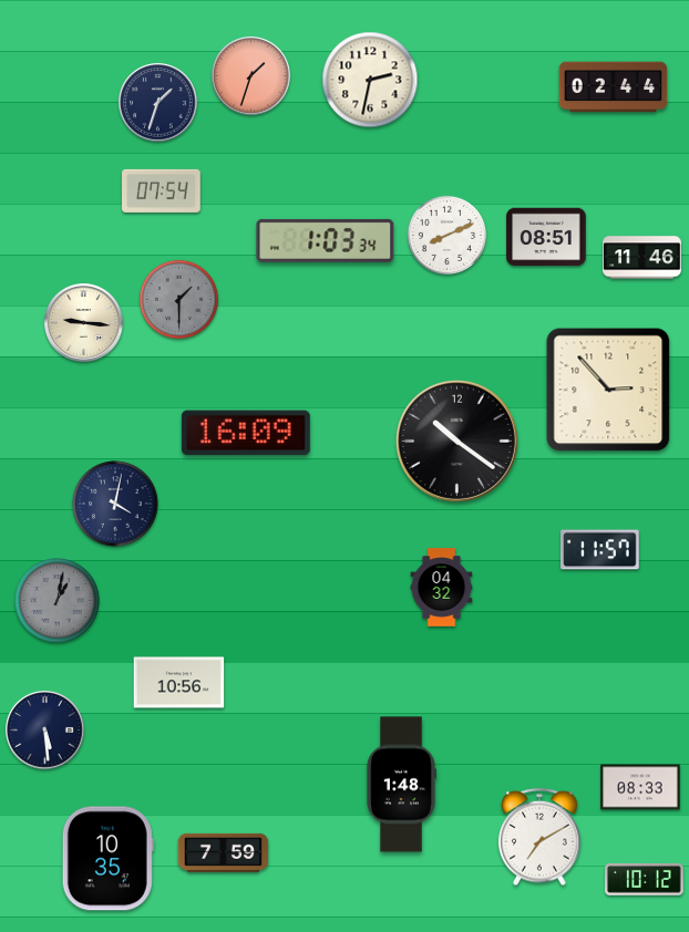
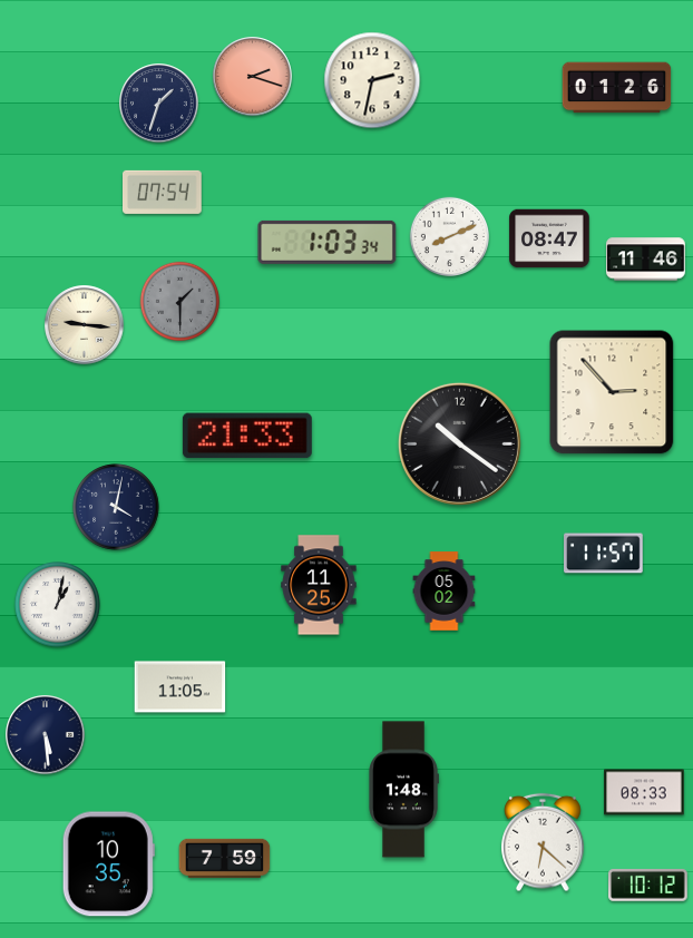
clock at (251, 76): 1:33 -> 2:18
clock at (614, 87): 02:44 -> 01:26
clock at (546, 237): 08:51 -> 08:47
clock at (246, 433): 16:09 -> 21:33
clock at (319, 585): none -> 11:25
clock at (442, 588): 04:32 -> 05:02
clock at (58, 601) dial: grey -> white
clock at (179, 683): 10:56 -> 11:05
clock at (539, 837): 7:10 -> 6:22
